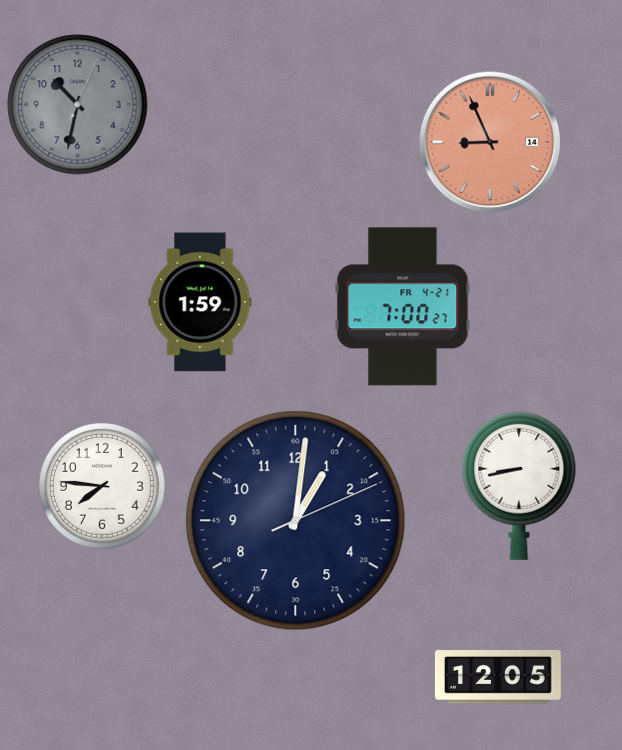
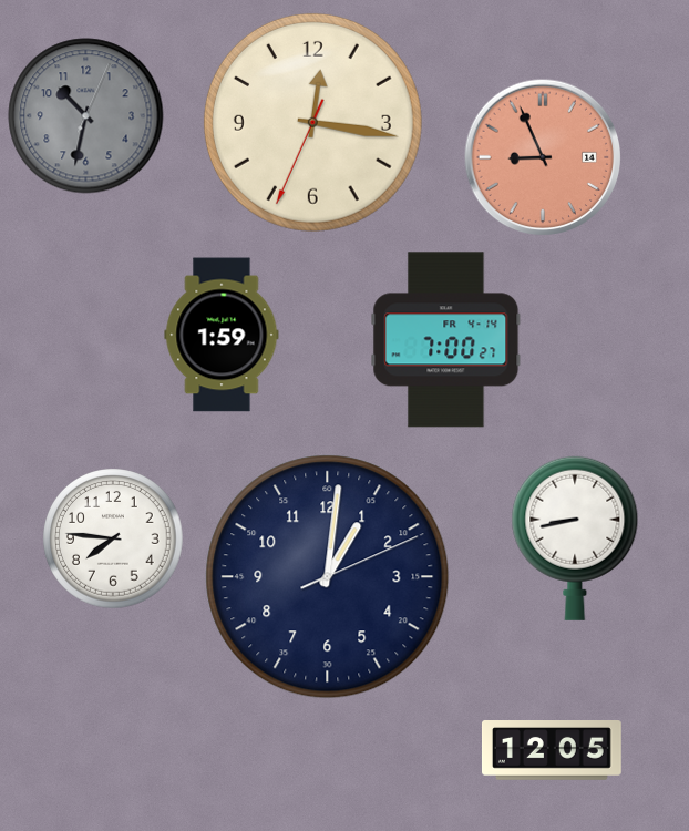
clock at (312, 122): none -> 12:16
clock at (403, 307) date: FR 4-21 -> FR 4-14
